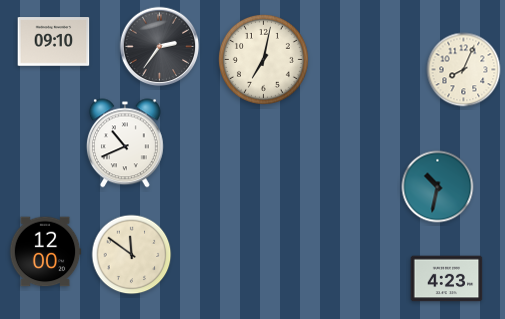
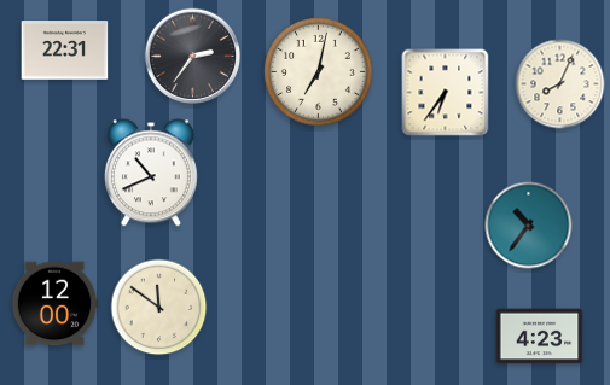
clock at (54, 42): 09:10 -> 22:31
clock at (446, 93): none -> 6:36
clock at (438, 187): 10:32 -> 10:36
